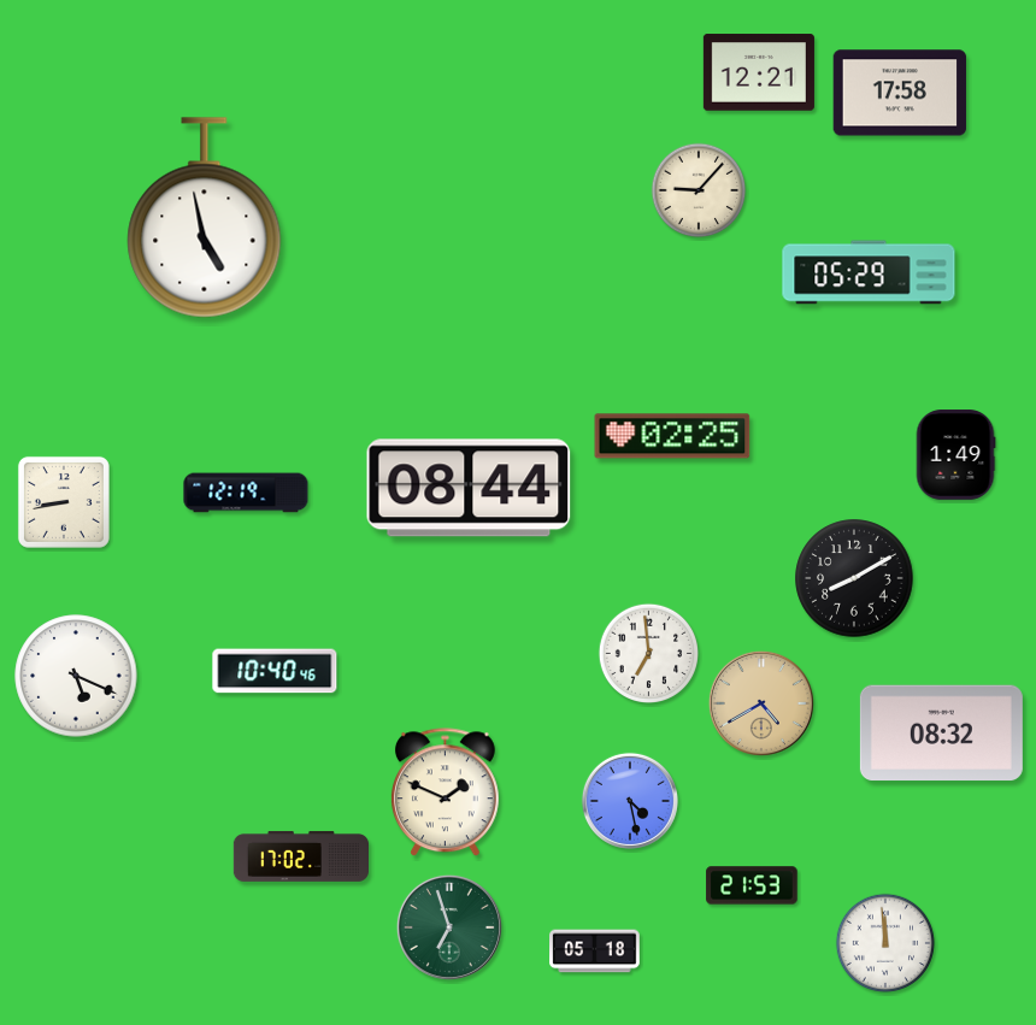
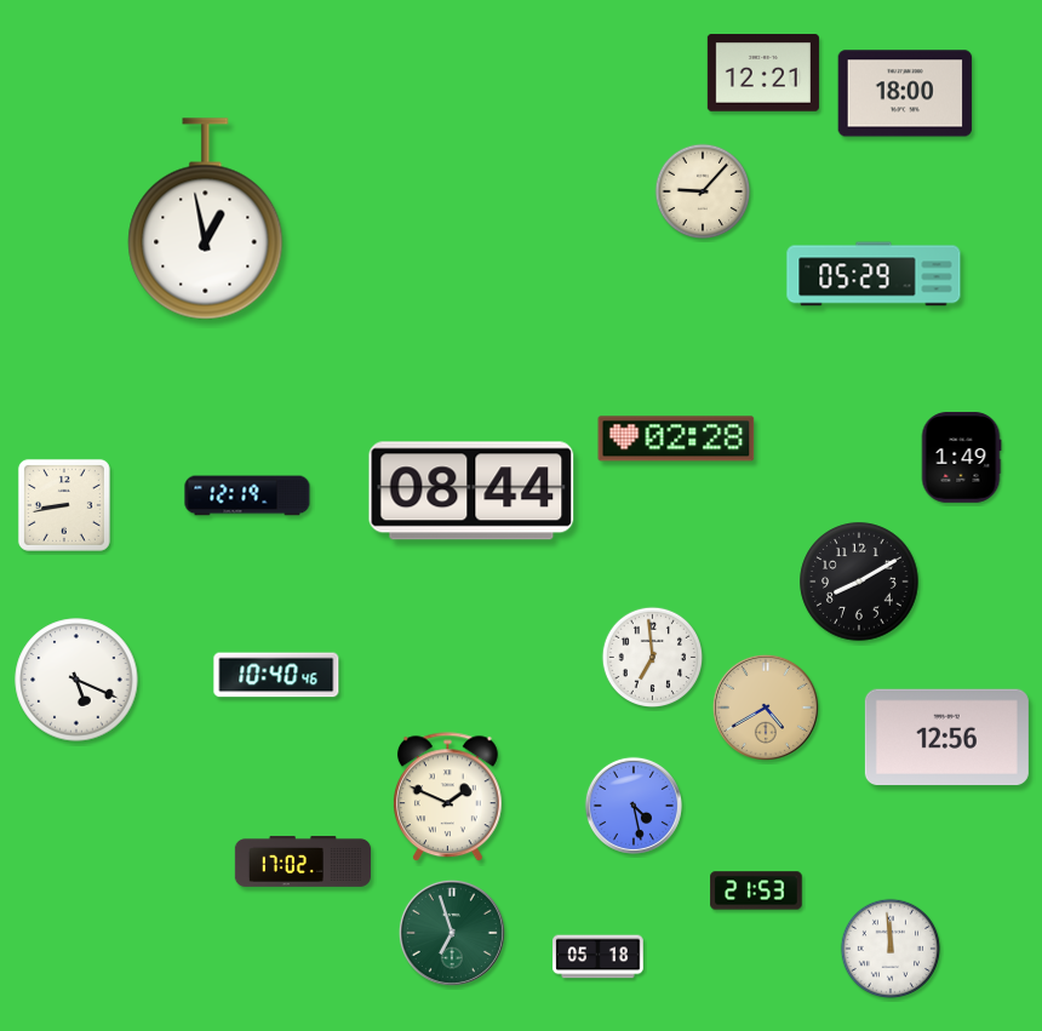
clock at (900, 93): 17:58 -> 18:00
clock at (205, 218): 4:58 -> 12:58
clock at (672, 436): 02:25 -> 02:28
clock at (941, 734): 08:32 -> 12:56
